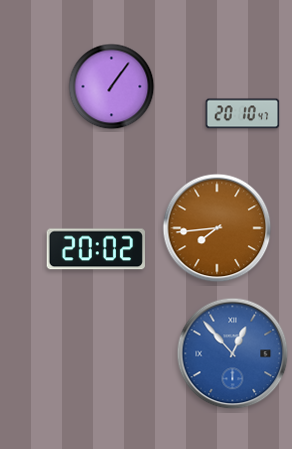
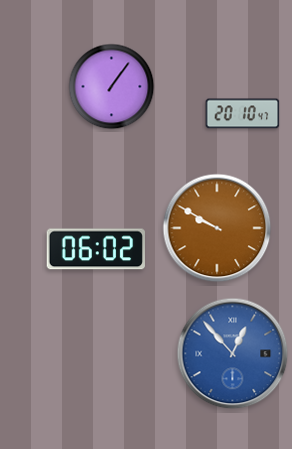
clock at (217, 228): 7:44 -> 9:50
clock at (95, 249): 20:02 -> 06:02
